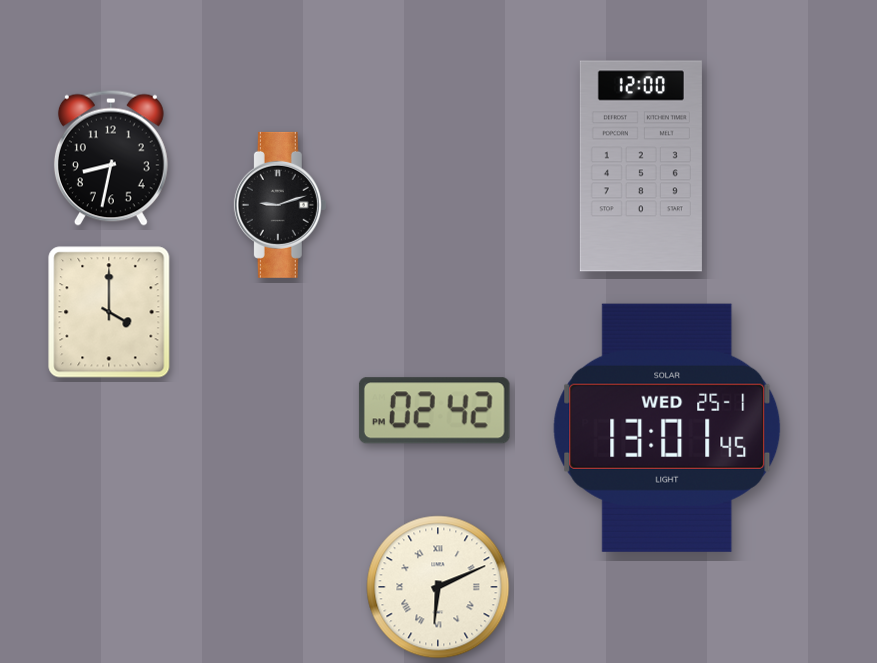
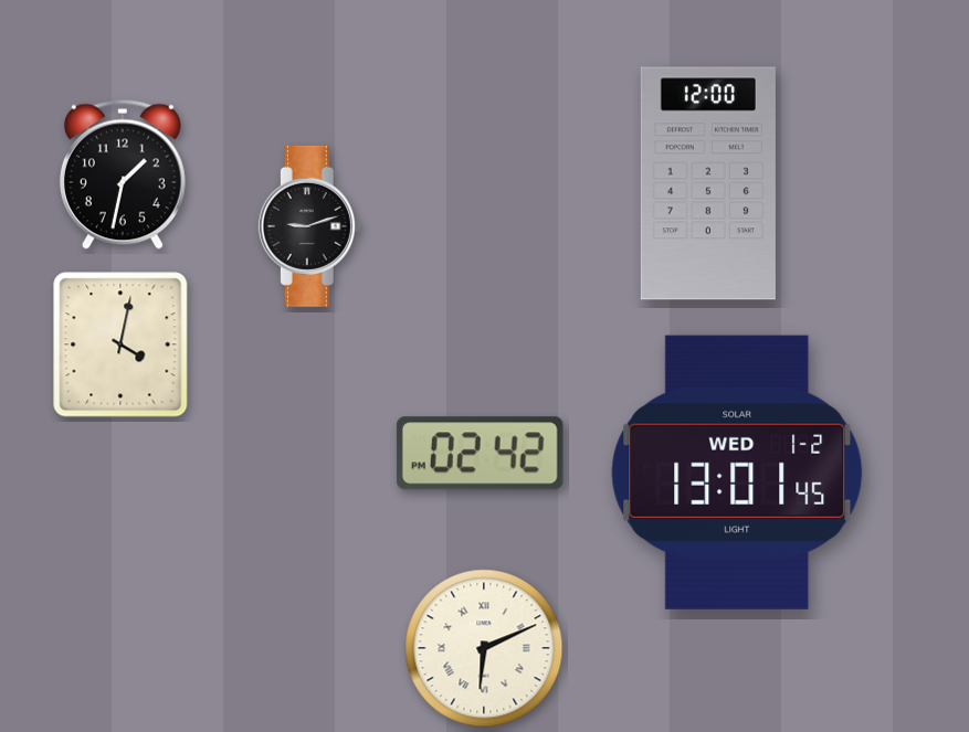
clock at (111, 158): 8:32 -> 1:32
clock at (109, 312): 4:00 -> 4:02
clock at (667, 428) date: WED 25-1 -> WED 1-2
